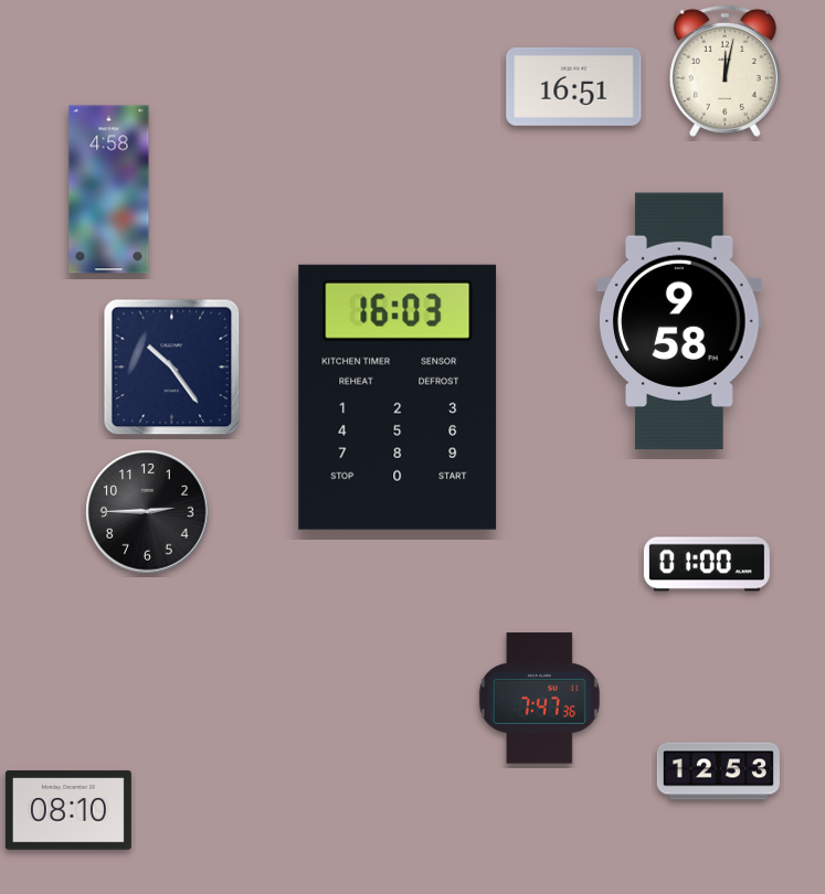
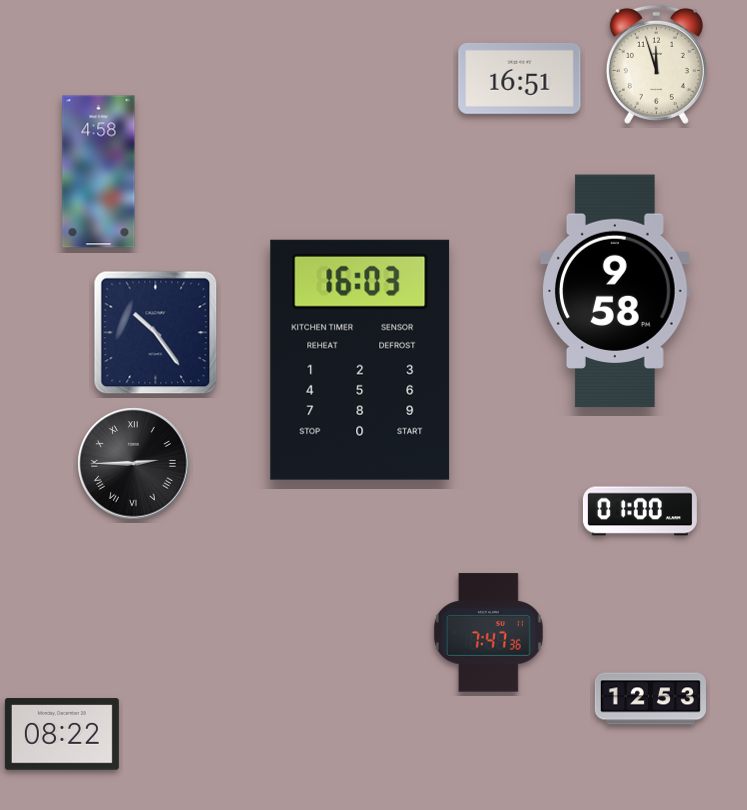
clock at (724, 71): 12:02 -> 11:57
clock at (148, 512) numerals: Arabic -> Roman
clock at (68, 810): 08:10 -> 08:22
